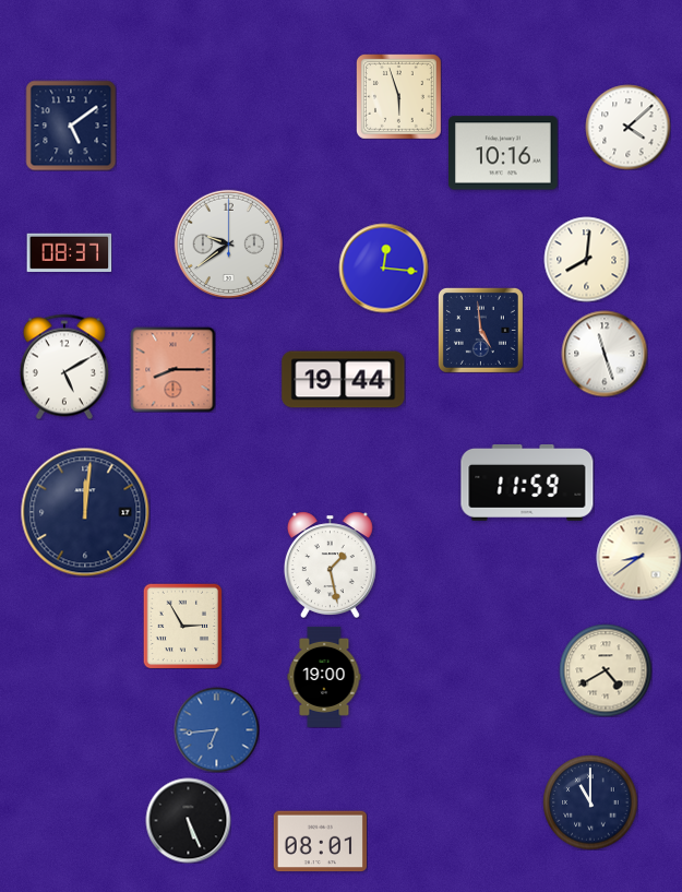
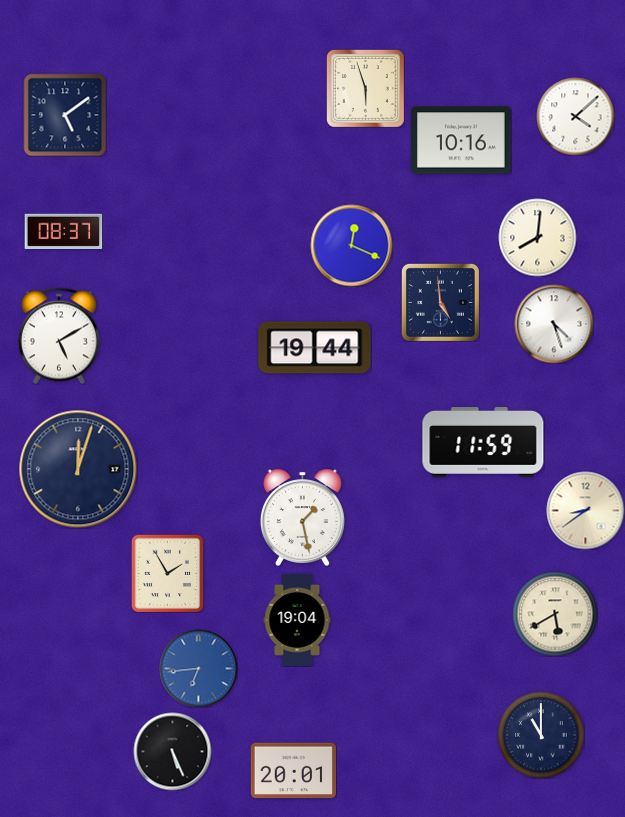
clock at (228, 243): 9:39 -> none
clock at (383, 267): 12:16 -> 12:19
clock at (605, 354): 11:27 -> 4:27
clock at (172, 369): 8:15 -> none
clock at (85, 512): 12:01 -> 12:03
clock at (183, 626): 2:55 -> 1:55
clock at (606, 670): 4:40 -> 5:40
clock at (324, 677): 19:00 -> 19:04
clock at (320, 842): 08:01 -> 20:01
